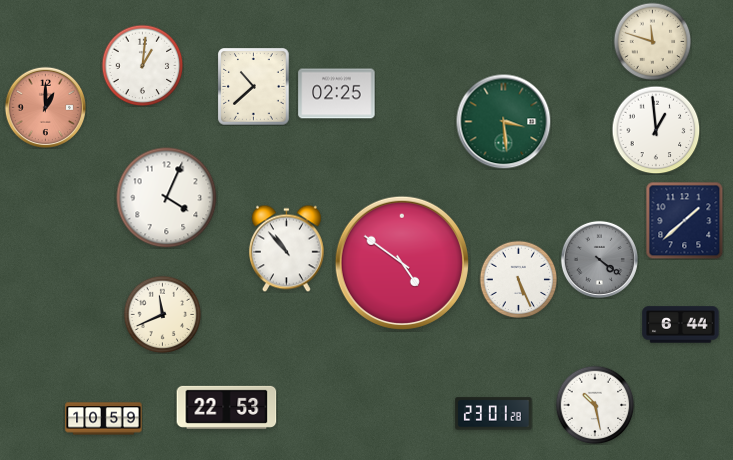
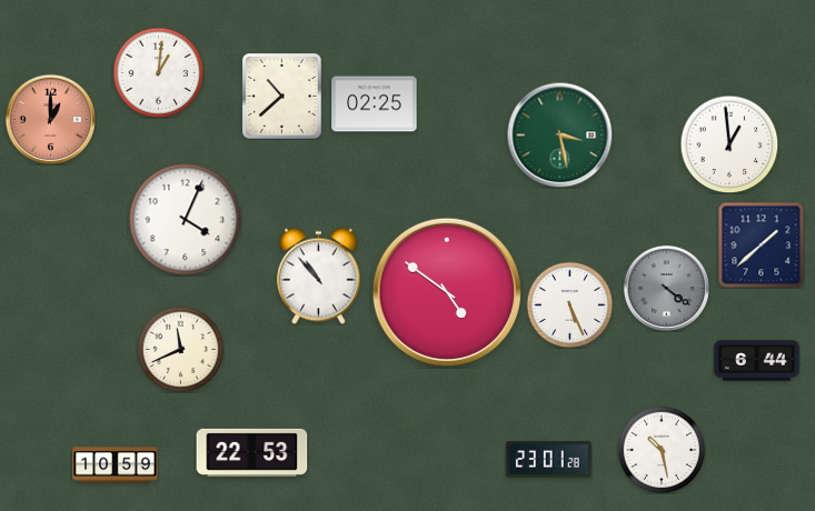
clock at (652, 41): 11:48 -> none
clock at (503, 121): 3:29 -> 3:28
clock at (518, 279) position: (518, 279) -> (569, 304)
